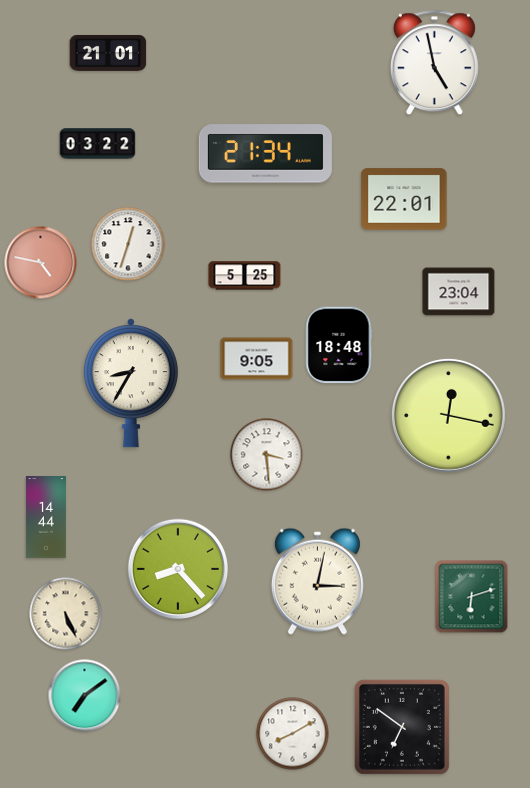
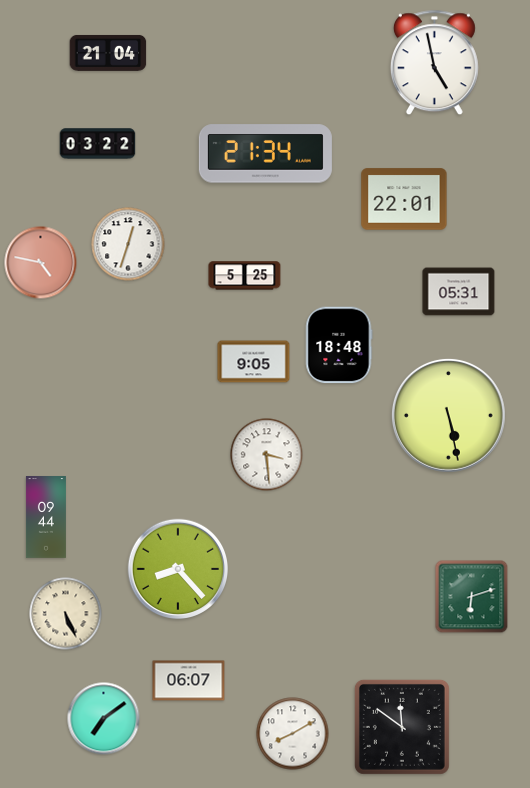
clock at (108, 53): 21:01 -> 21:04
clock at (459, 292): 23:04 -> 05:31
clock at (257, 359) position: (257, 359) -> (254, 362)
clock at (131, 383): 8:35 -> none
clock at (448, 415): 12:17 -> 5:28
clock at (46, 517): 14:44 -> 09:44
clock at (317, 581): 3:02 -> none
clock at (189, 681): none -> 06:07
clock at (85, 696) position: (85, 696) -> (104, 719)
clock at (402, 727): 6:51 -> 11:51
